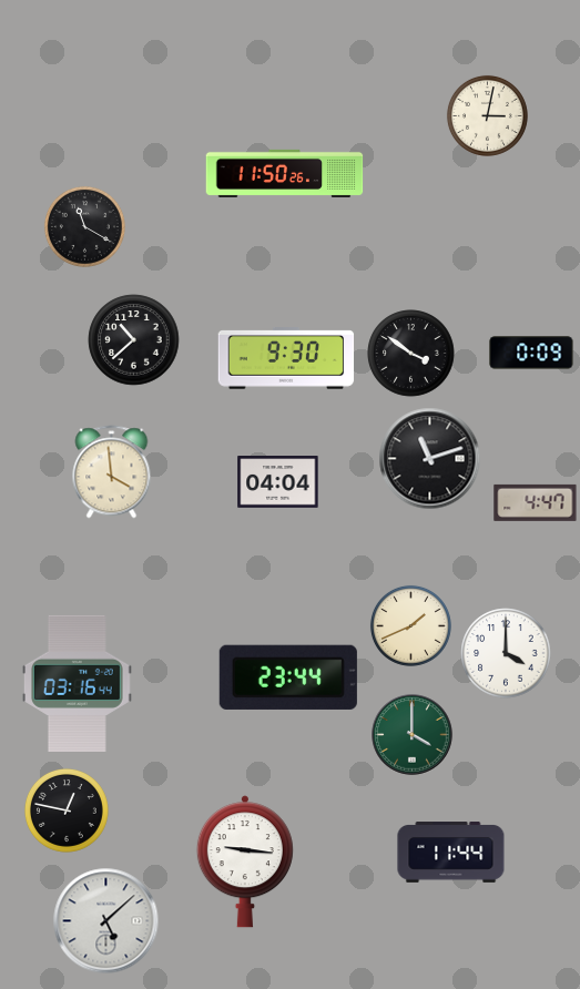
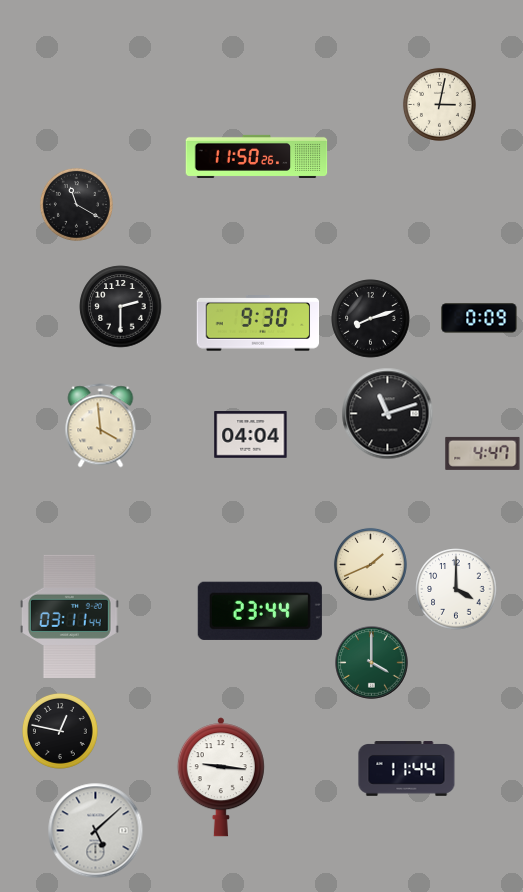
clock at (134, 340): 10:38 -> 2:30
clock at (411, 354): 3:51 -> 8:12
clock at (78, 683): 03:16 -> 03:11
